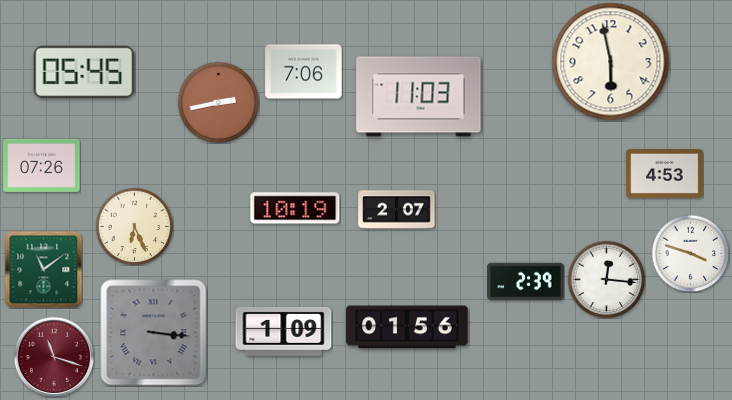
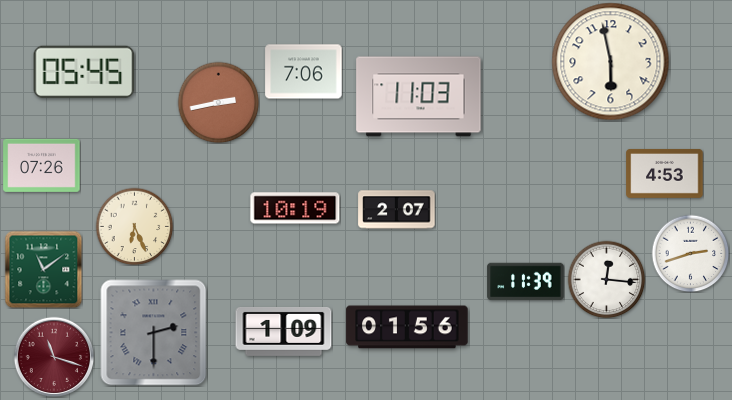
clock at (690, 253): 3:48 -> 2:42
clock at (526, 282): 2:39 -> 11:39
clock at (154, 333): 3:16 -> 2:30
